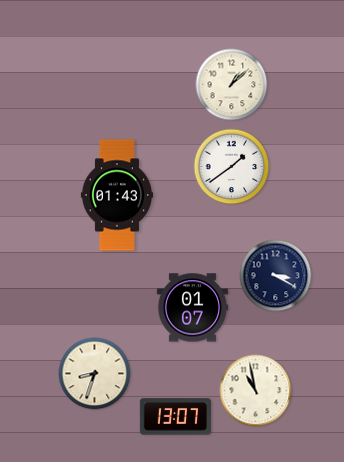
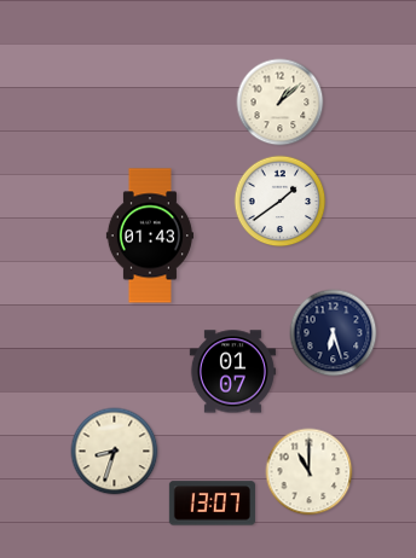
clock at (117, 195) position: (117, 195) -> (150, 236)
clock at (276, 276): 3:20 -> 6:27
clock at (256, 391): 10:58 -> 11:00
